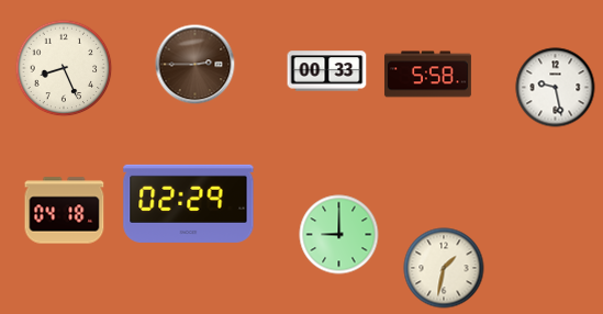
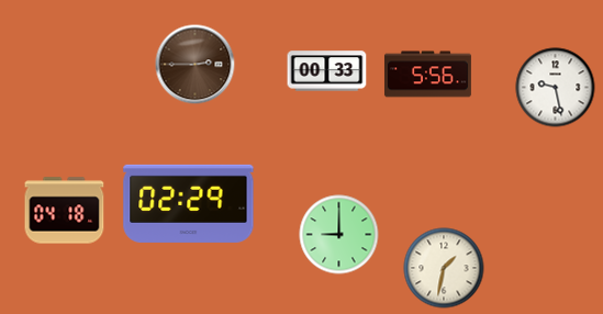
clock at (64, 68): 8:26 -> none
clock at (427, 75): 5:58 -> 5:56
